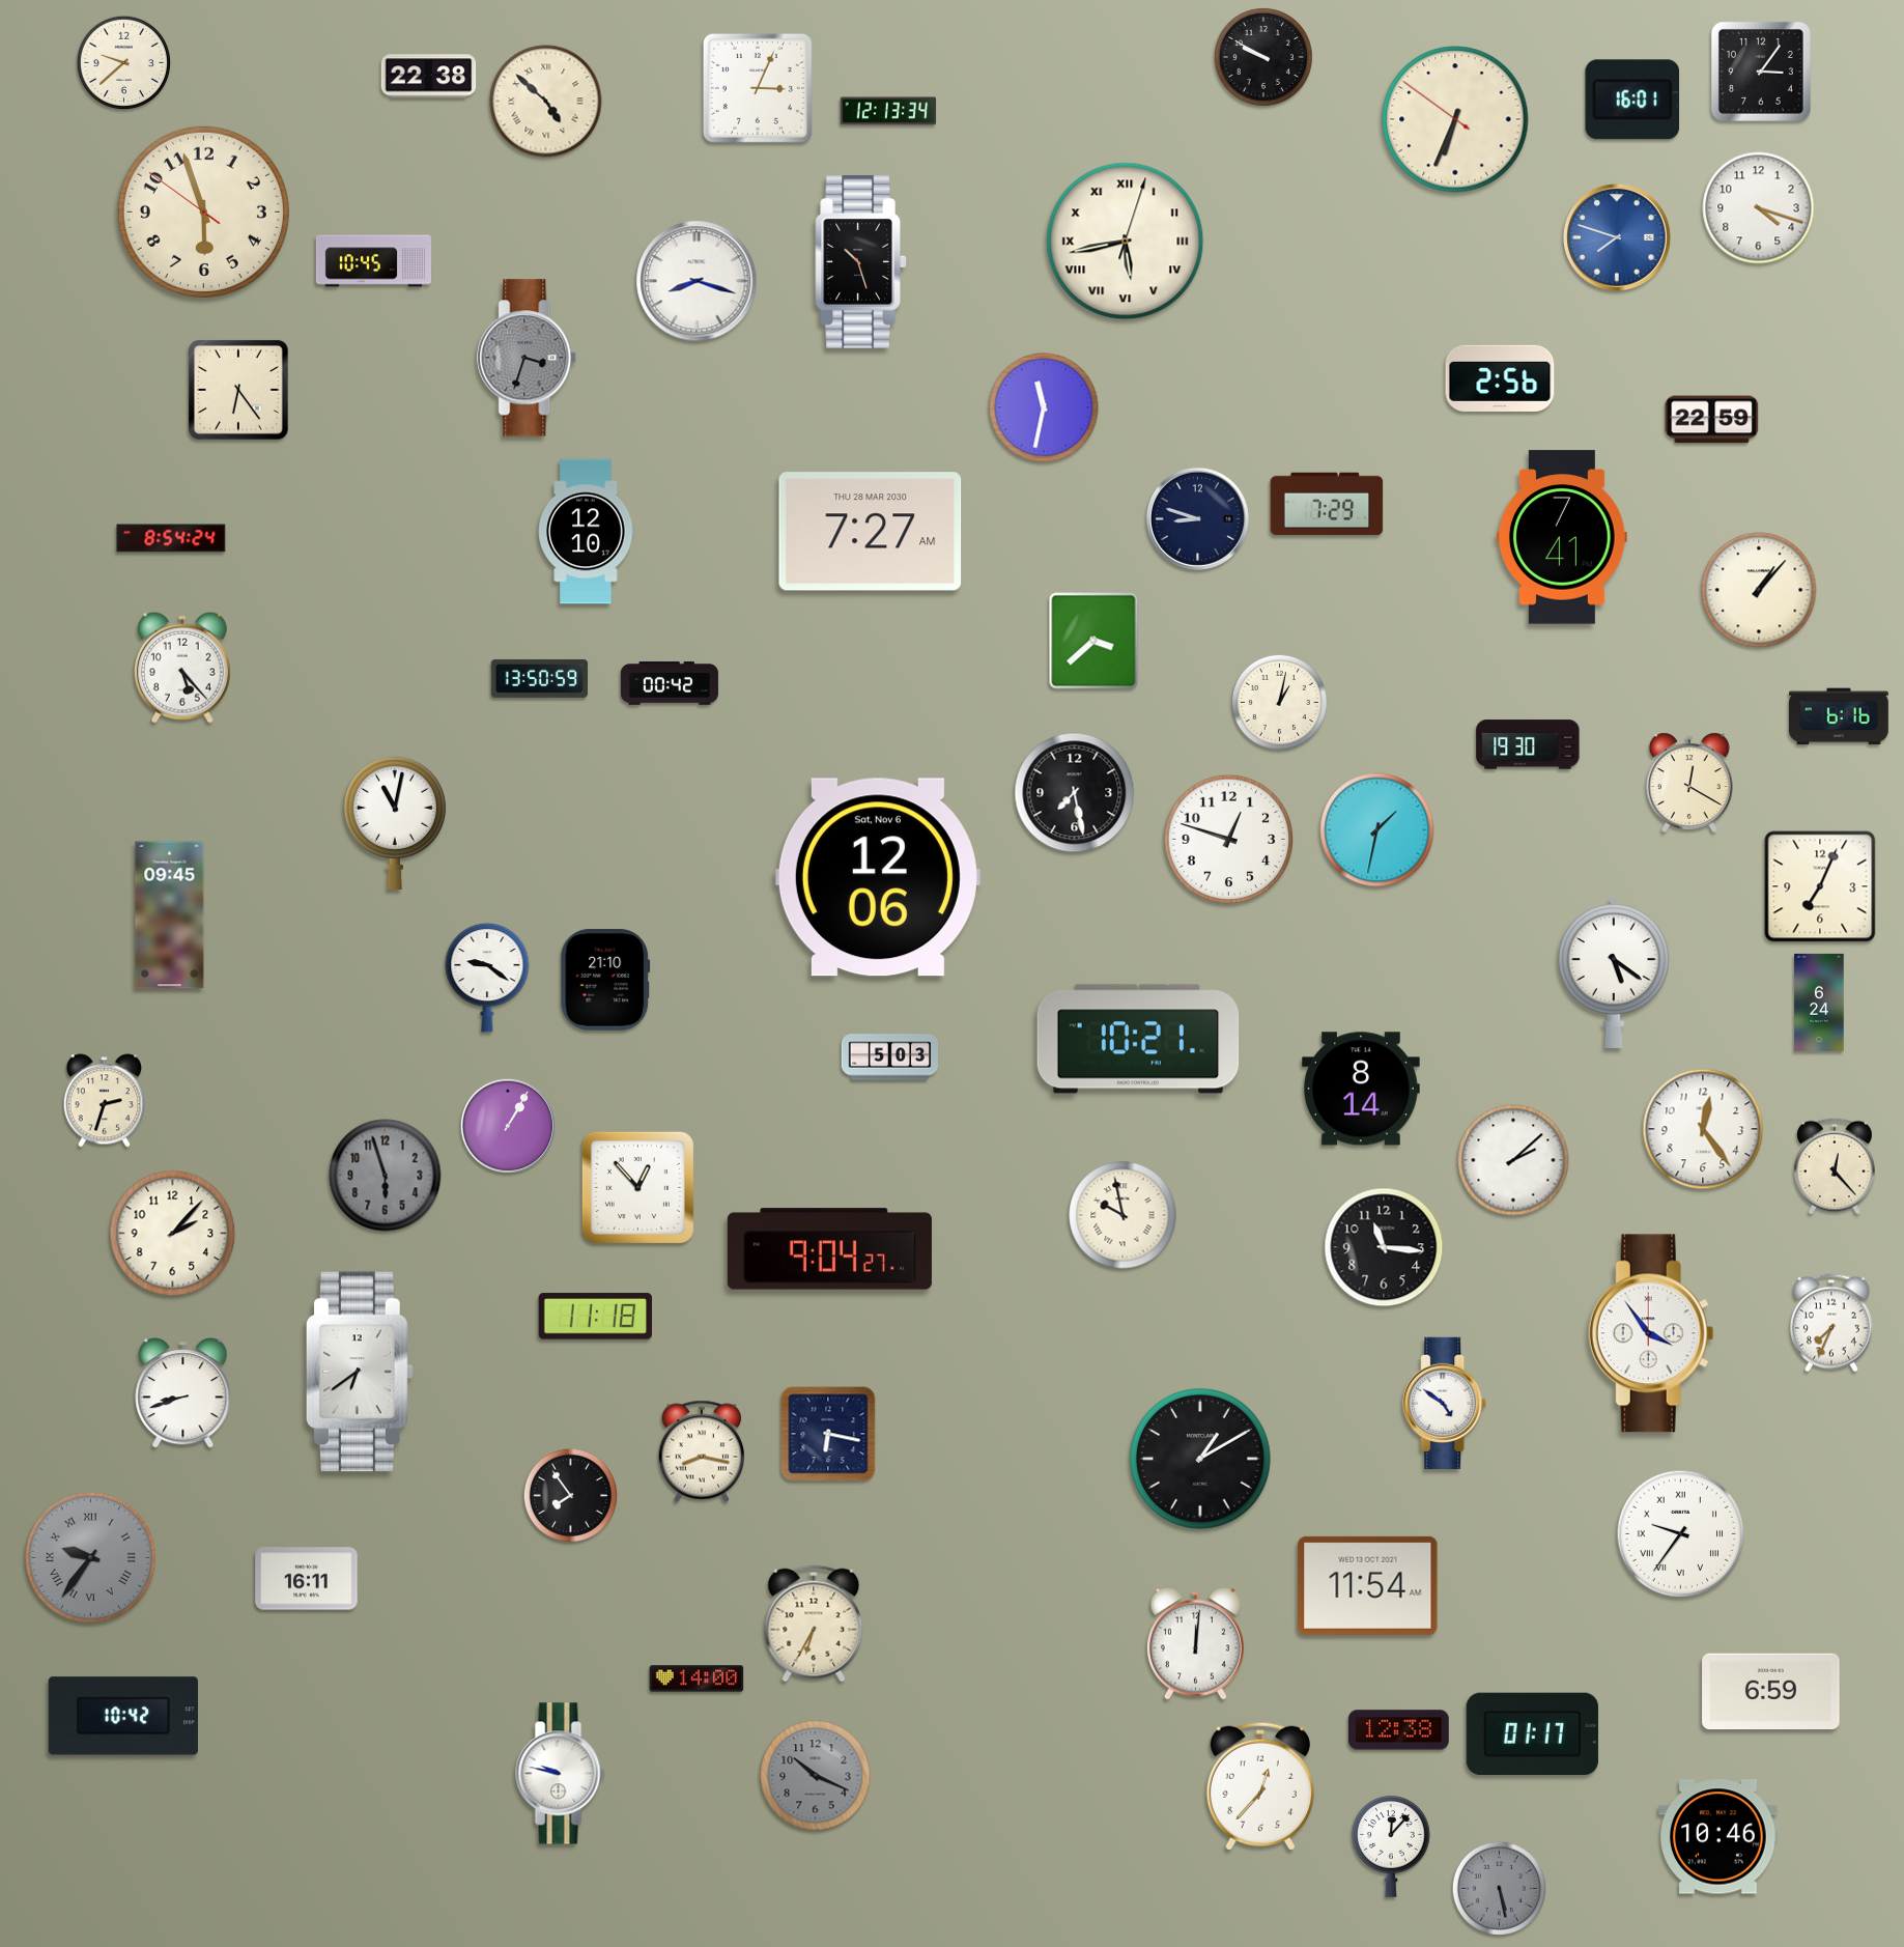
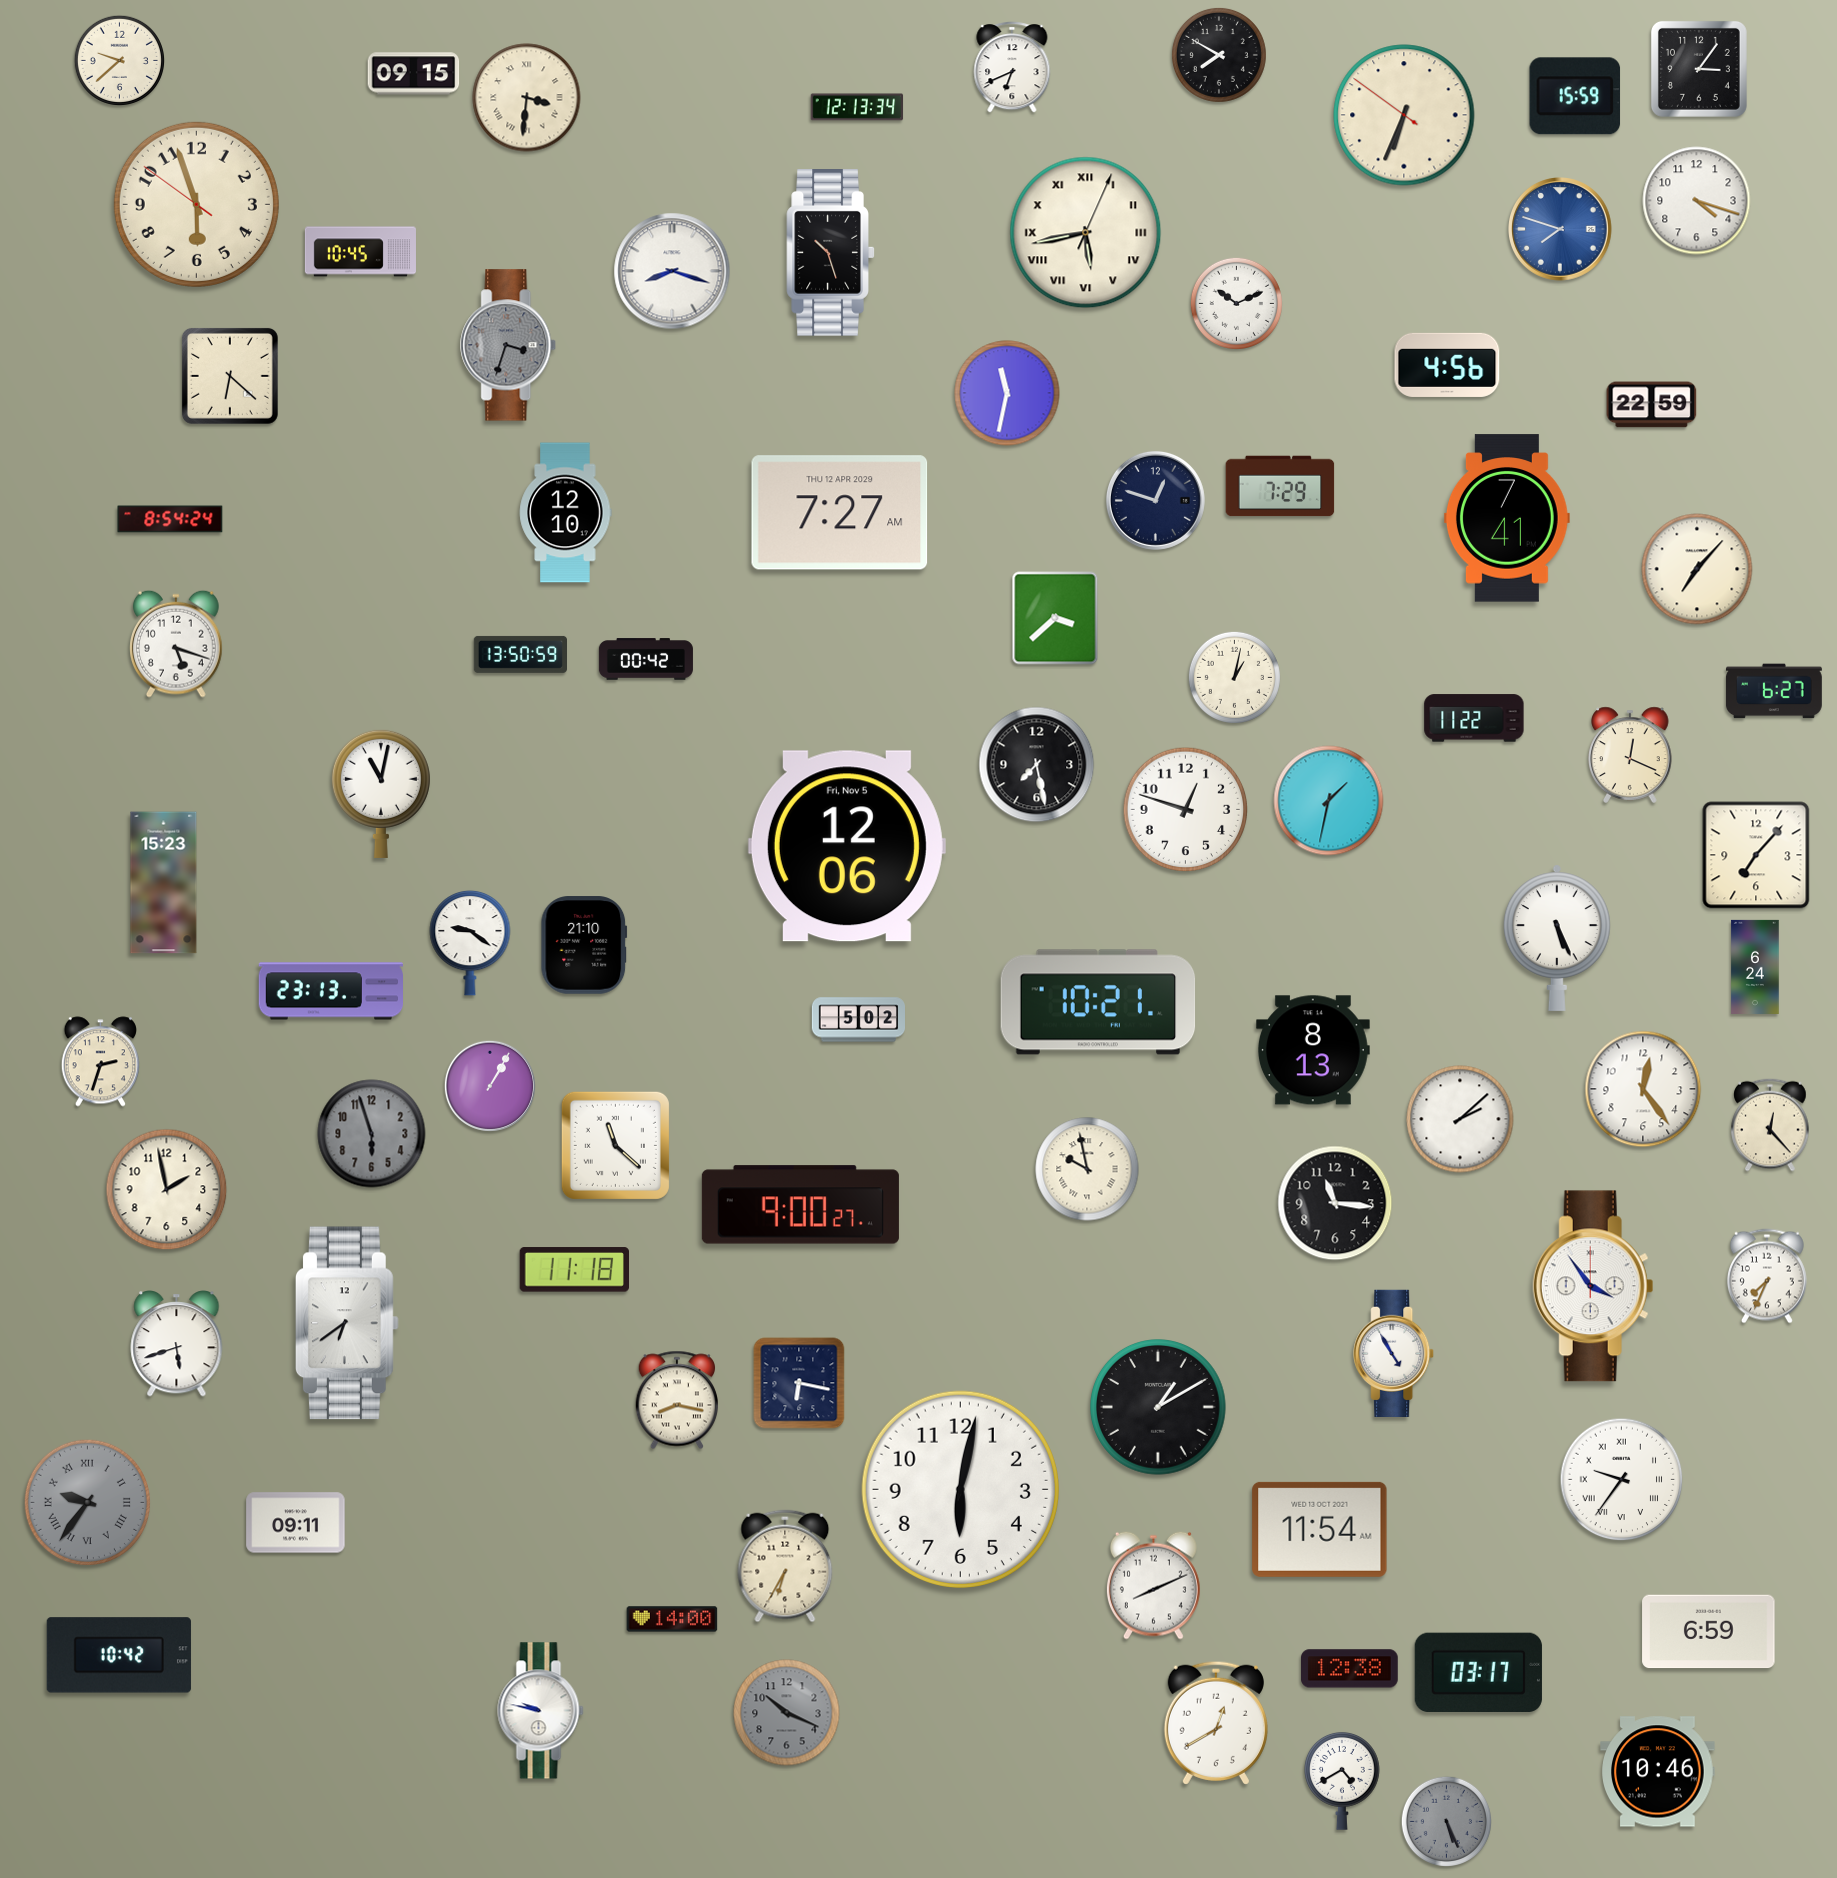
clock at (1263, 57): 9:50 -> 7:50
clock at (1012, 67): none -> 6:41
clock at (429, 77): 22:38 -> 09:15
clock at (758, 88): 3:04 -> none
clock at (1632, 100): 16:01 -> 15:59
clock at (546, 102): 4:52 -> 3:31
clock at (1126, 242): 5:43:03 -> 5:43:04
clock at (1236, 303): none -> 10:11
clock at (1500, 378): 2:56 -> 4:56
clock at (238, 390): 6:24 -> 6:22
clock at (1197, 518): 8:48 -> 12:48
clock at (871, 532) date: THU 28 MAR 2030 -> THU 12 APR 2029
clock at (171, 538) position: (171, 538) -> (170, 519)
clock at (1759, 590): 1:07 -> 7:07
clock at (183, 668): 5:23 -> 5:18
clock at (1839, 716): 6:16 -> 6:27
clock at (1528, 744): 19:30 -> 11:22
clock at (1689, 783): 12:20 -> 12:19
clock at (878, 877) date: Sat, Nov 6 -> Fri, Nov 5
clock at (1820, 886): 7:04 -> 7:07
clock at (170, 915): 09:45 -> 15:23
clock at (1614, 972): 5:21 -> 5:26
clock at (330, 991): none -> 23:13
clock at (889, 1057): 5:03 -> 5:02
clock at (1361, 1089): 8:14 -> 8:13
clock at (637, 1187): 12:53 -> 11:22
clock at (1122, 1215) position: (1122, 1215) -> (1087, 1169)
clock at (173, 1234): 2:07 -> 1:58
clock at (829, 1249): 9:04 -> 9:00
clock at (183, 1393): 8:42 -> 5:42
clock at (1445, 1403): 4:51 -> 4:55
clock at (570, 1495): 7:54 -> none
clock at (960, 1489): none -> 6:02
clock at (307, 1579): 16:11 -> 09:11
clock at (1195, 1643): 12:01 -> 8:11
clock at (1532, 1734): 01:17 -> 03:17
clock at (1260, 1786): 12:37 -> 12:40
clock at (1392, 1846): 12:07 -> 4:40
clock at (1499, 1888): 5:28 -> 5:26
